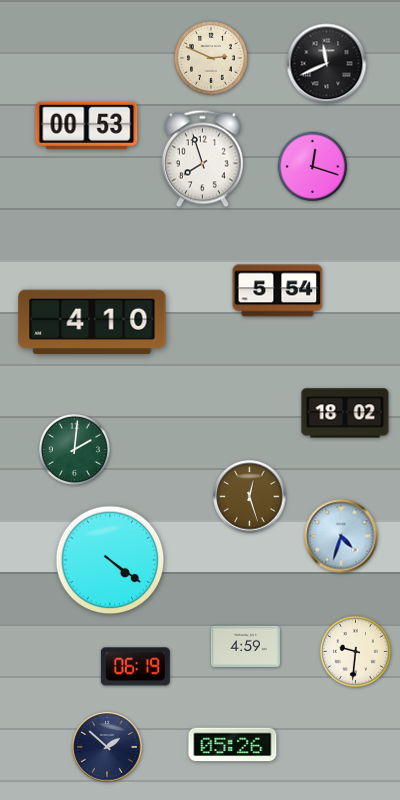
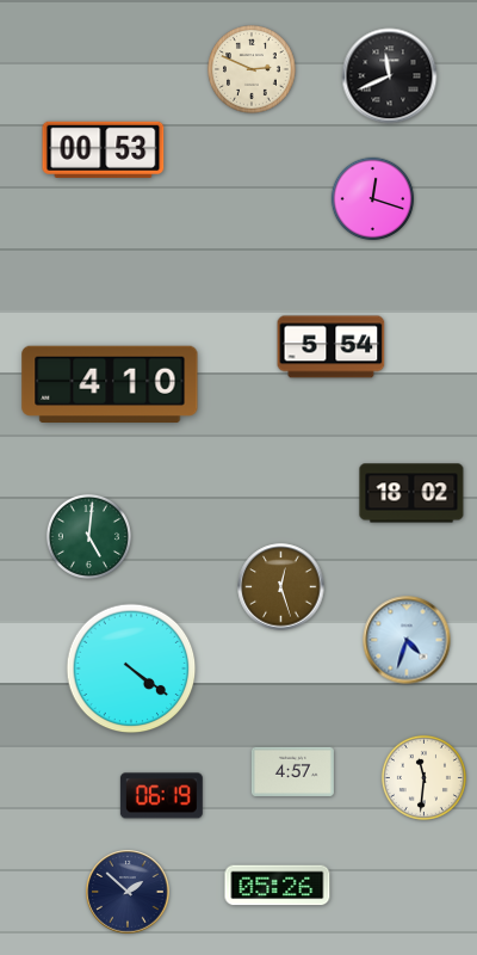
clock at (202, 159): 7:57 -> none
clock at (74, 449): 2:01 -> 5:01
clock at (250, 497) position: (250, 497) -> (281, 587)
clock at (245, 646): 4:59 -> 4:57
clock at (355, 651): 9:31 -> 11:31
clock at (233, 745) position: (233, 745) -> (278, 886)
